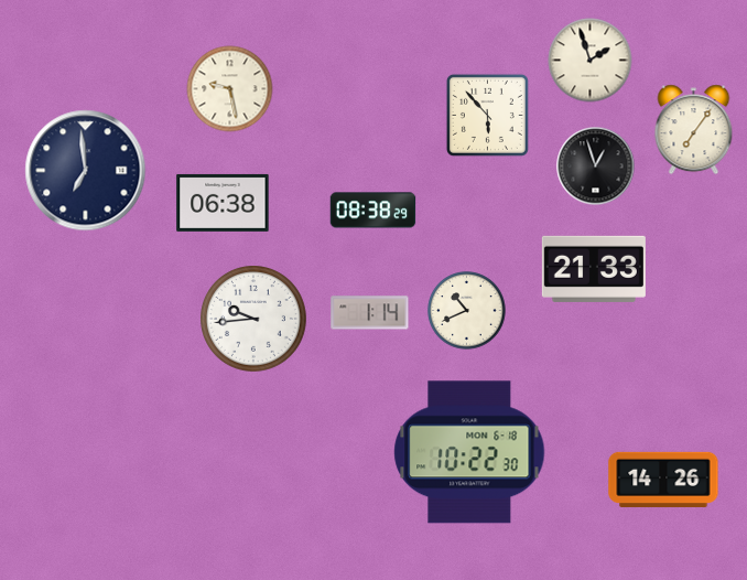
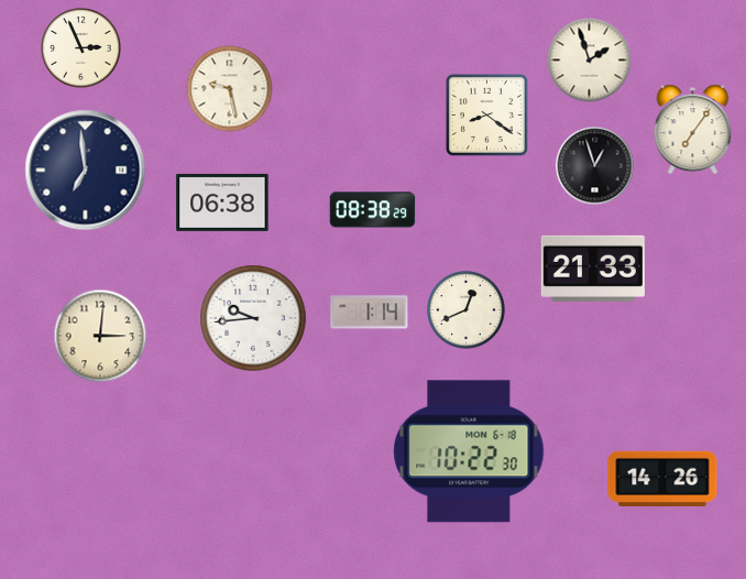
clock at (81, 48): none -> 2:56
clock at (487, 115): 5:53 -> 8:21
clock at (467, 311): 10:41 -> 12:41
clock at (100, 336): none -> 3:01
